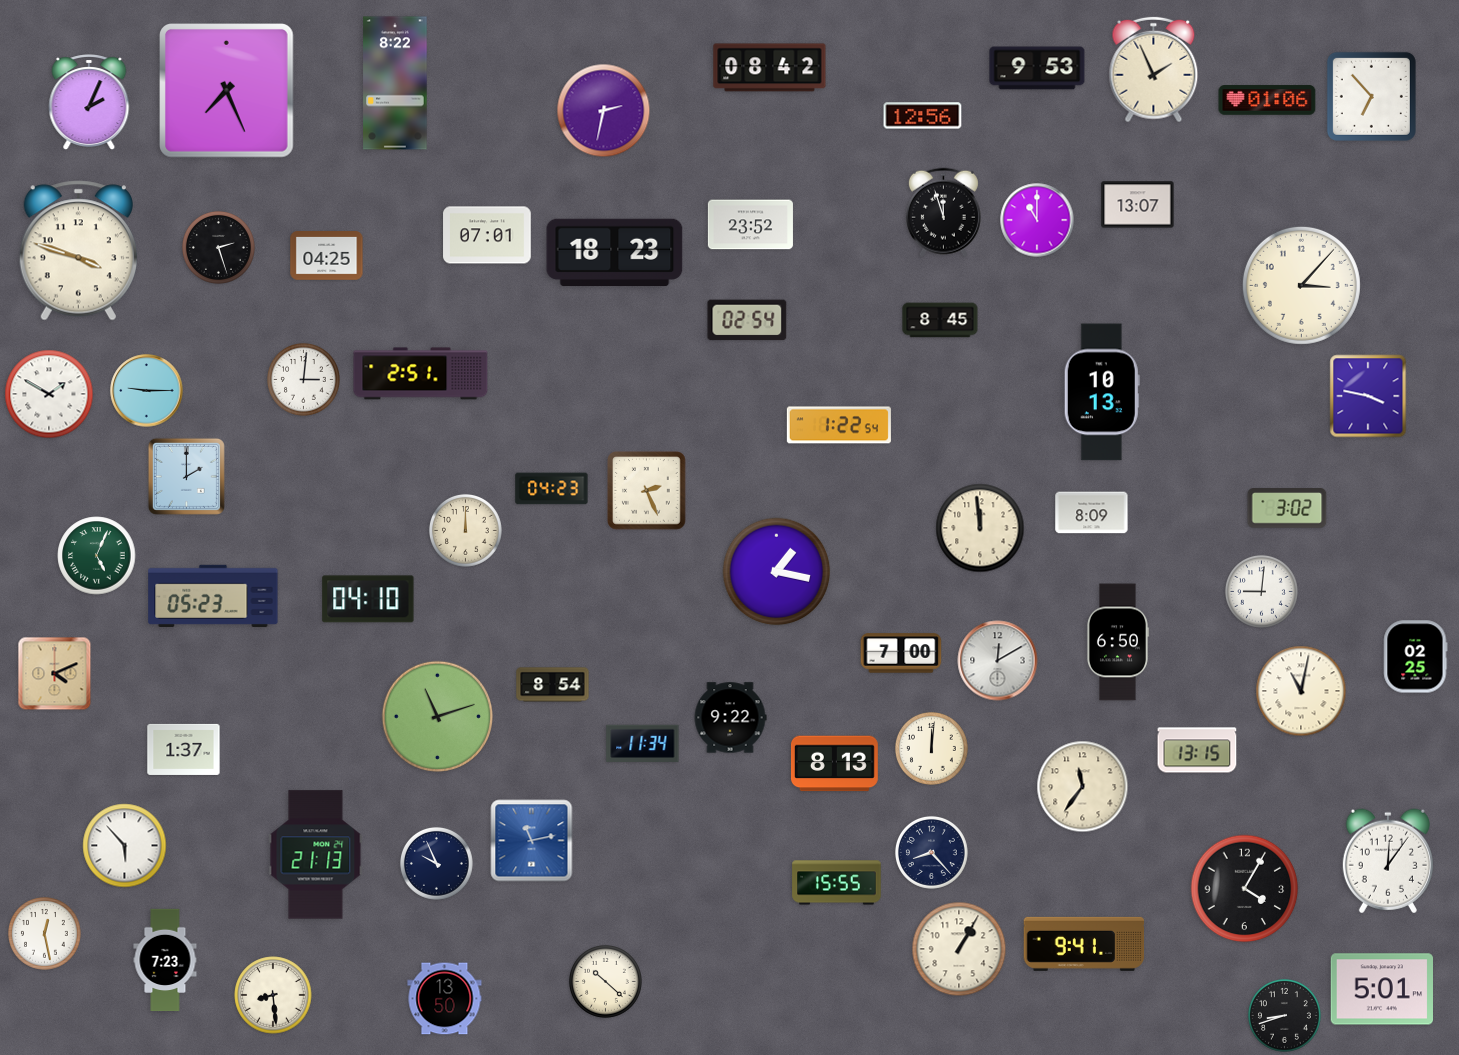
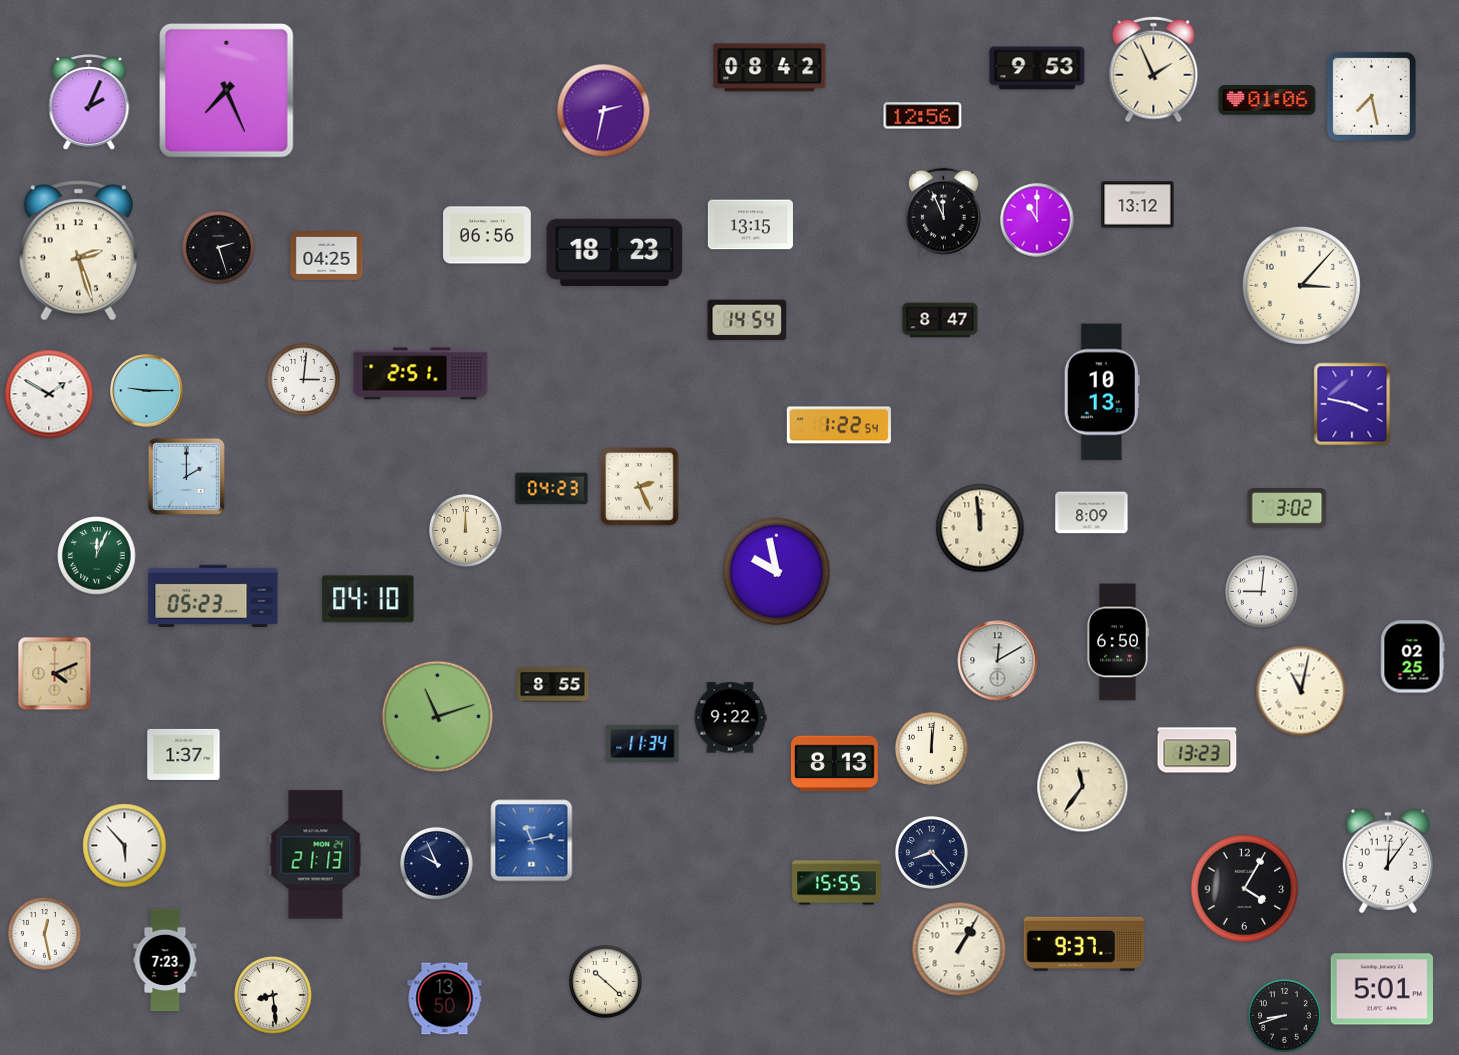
clock at (395, 83): 8:22 -> none
clock at (1371, 96): 6:53 -> 7:28
clock at (1138, 205): 13:07 -> 13:12
clock at (943, 213): 11:57 -> 11:56
clock at (750, 225): 23:52 -> 13:15
clock at (487, 235): 07:01 -> 06:56
clock at (78, 251): 3:48 -> 2:27
clock at (747, 320): 02:54 -> 14:54
clock at (940, 320): 8:45 -> 8:47
clock at (1368, 396) position: (1368, 396) -> (1352, 404)
clock at (647, 491) position: (647, 491) -> (640, 487)
clock at (97, 556): 5:04 -> 12:04
clock at (777, 572): 1:17 -> 9:58
clock at (901, 653): 7:00 -> none
clock at (1416, 657) position: (1416, 657) -> (1413, 657)
clock at (553, 685): 8:54 -> 8:55
clock at (184, 749) position: (184, 749) -> (184, 754)
clock at (1197, 750): 13:15 -> 13:23
clock at (1084, 944): 9:41 -> 9:37
